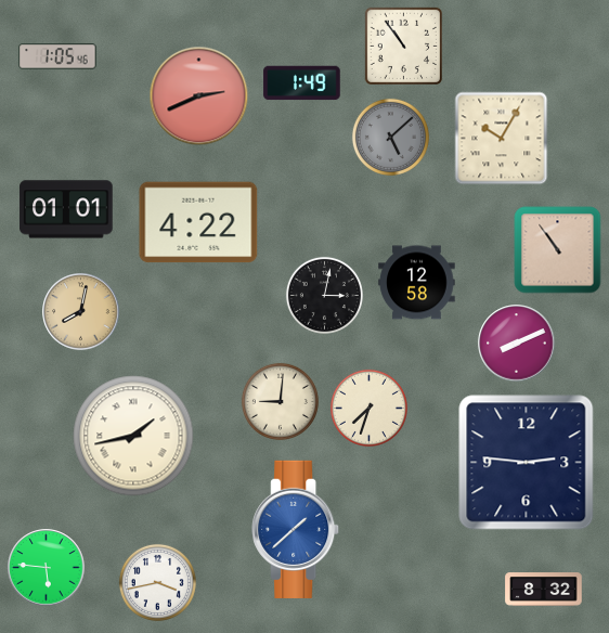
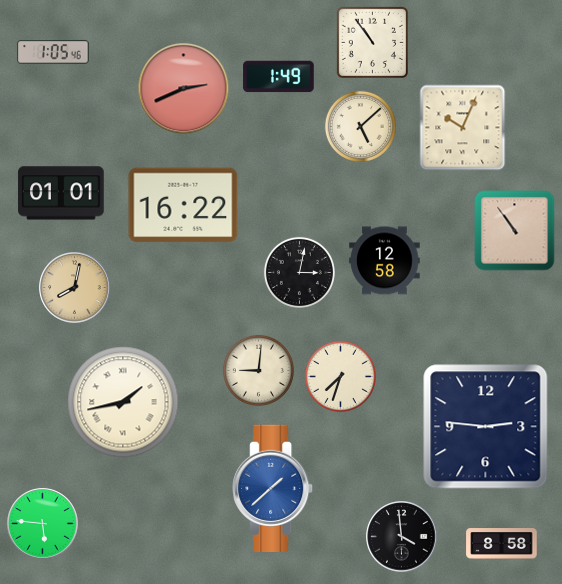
clock at (390, 137) dial: grey -> cream
clock at (502, 139): 10:05 -> 10:04
clock at (198, 222): 4:22 -> 16:22
clock at (517, 344): 8:11 -> none
clock at (157, 582): 3:43 -> none
clock at (402, 537): none -> 3:59
clock at (544, 590): 8:32 -> 8:58
